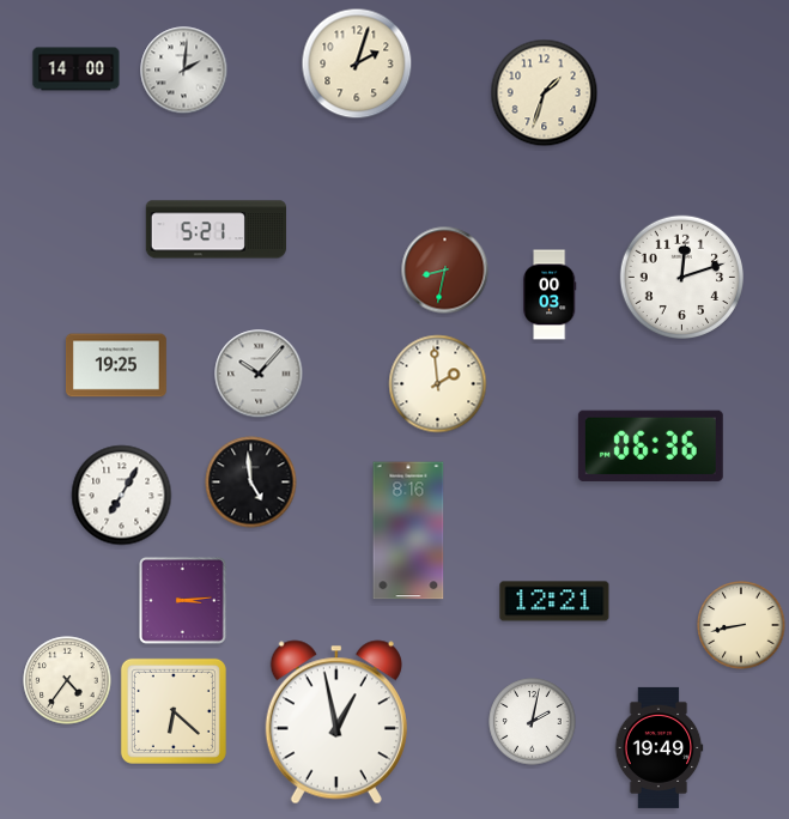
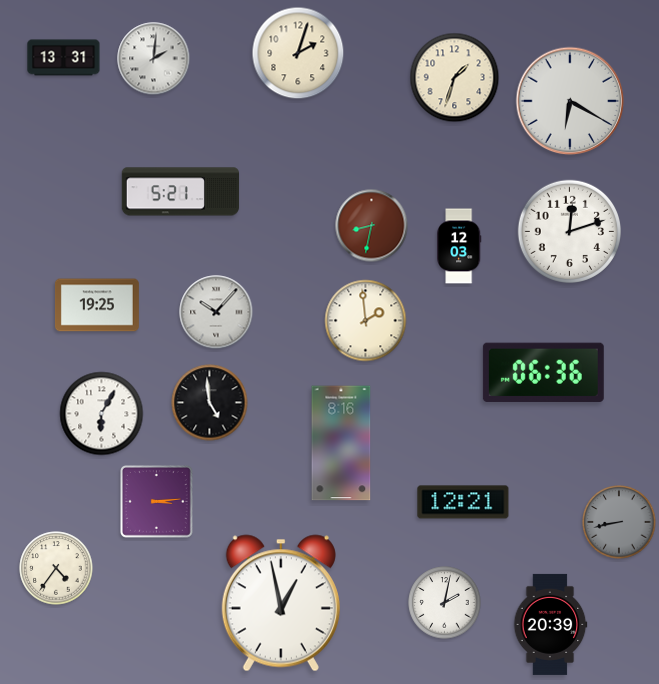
clock at (77, 69): 14:00 -> 13:31
clock at (570, 101): none -> 6:20
clock at (550, 295): 00:03 -> 12:03
clock at (122, 496): 7:05 -> 6:05
clock at (183, 601) position: (183, 601) -> (157, 502)
clock at (741, 625) dial: cream -> grey
clock at (174, 711): 6:22 -> none
clock at (658, 747): 19:49 -> 20:39
